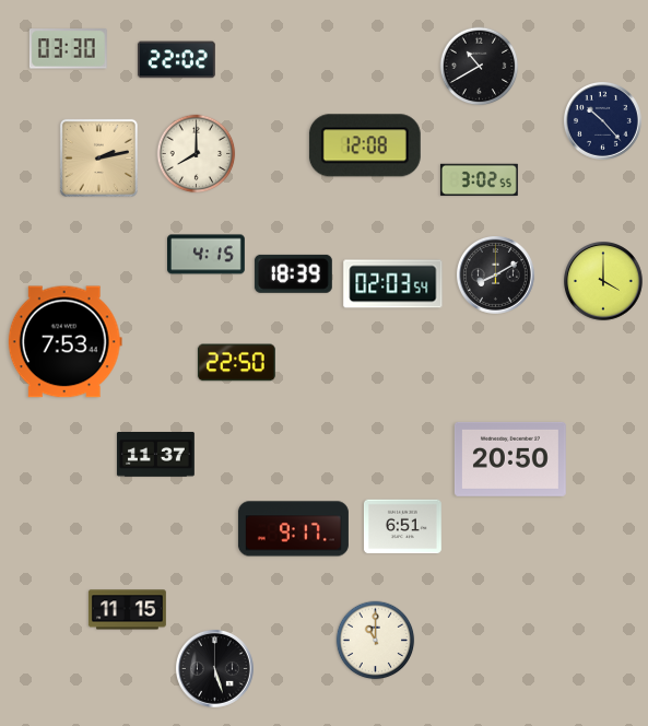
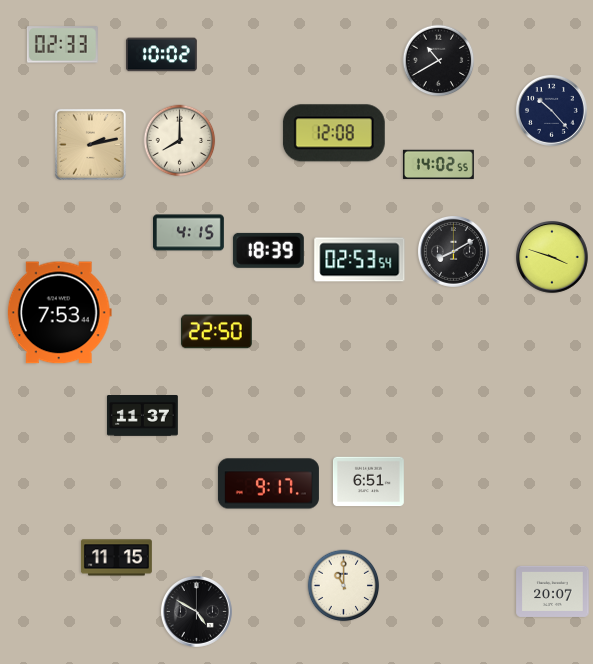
clock at (68, 49): 03:30 -> 02:33
clock at (176, 60): 22:02 -> 10:02
clock at (479, 180): 3:02 -> 14:02
clock at (604, 282): 4:00 -> 3:48
clock at (393, 284): 02:03 -> 02:53
clock at (510, 459): 20:50 -> none
clock at (553, 591): none -> 20:07
clock at (215, 669): 5:27 -> 4:50
